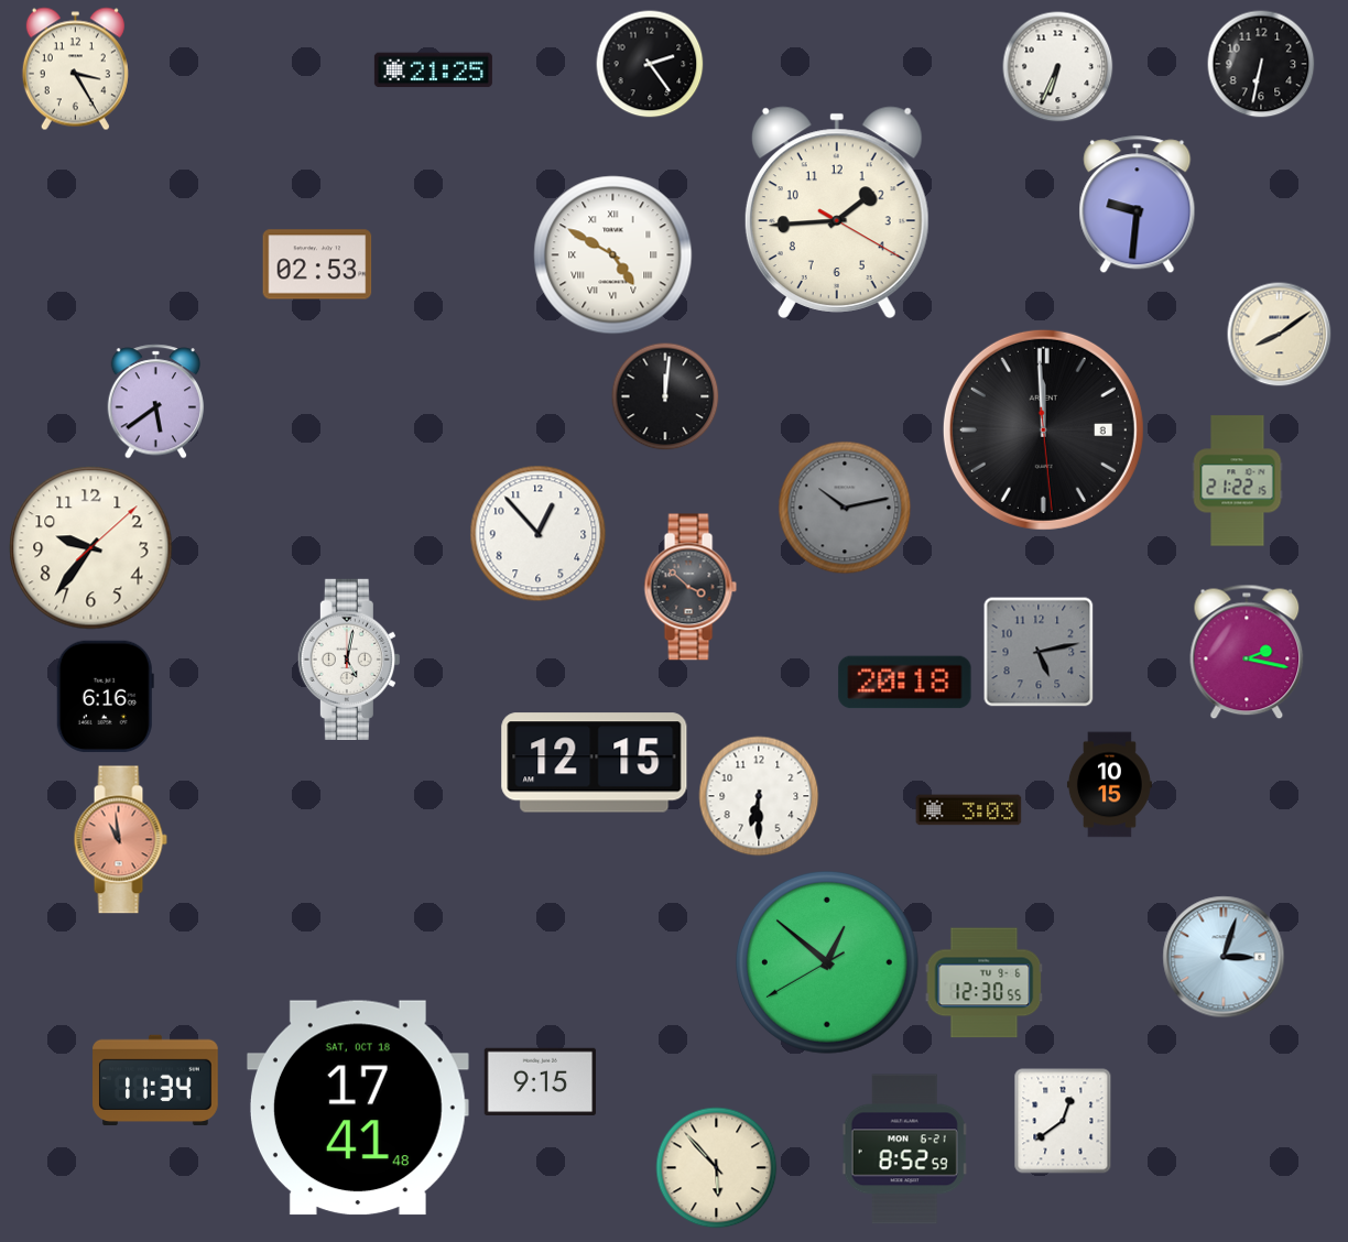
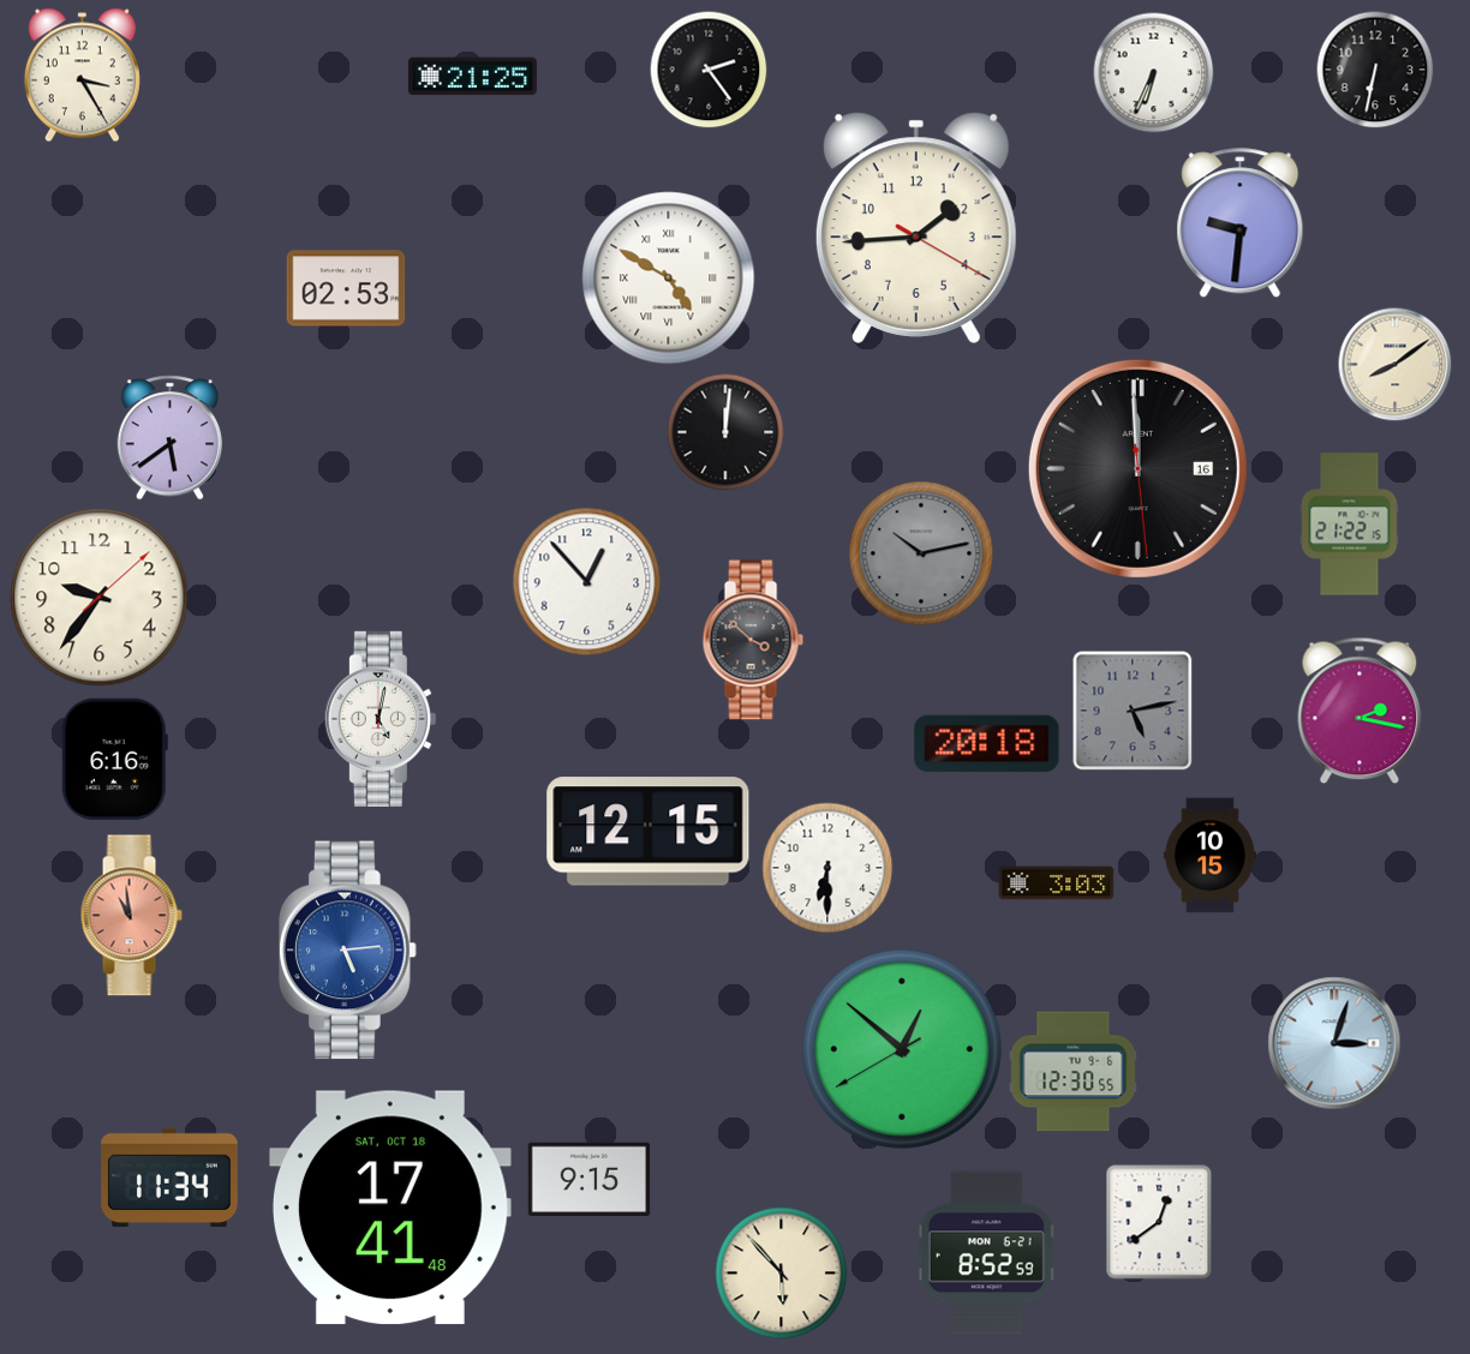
clock at (837, 213) position: (837, 213) -> (916, 228)
clock at (1043, 429) date: 8 -> 16
clock at (347, 951): none -> 5:14
